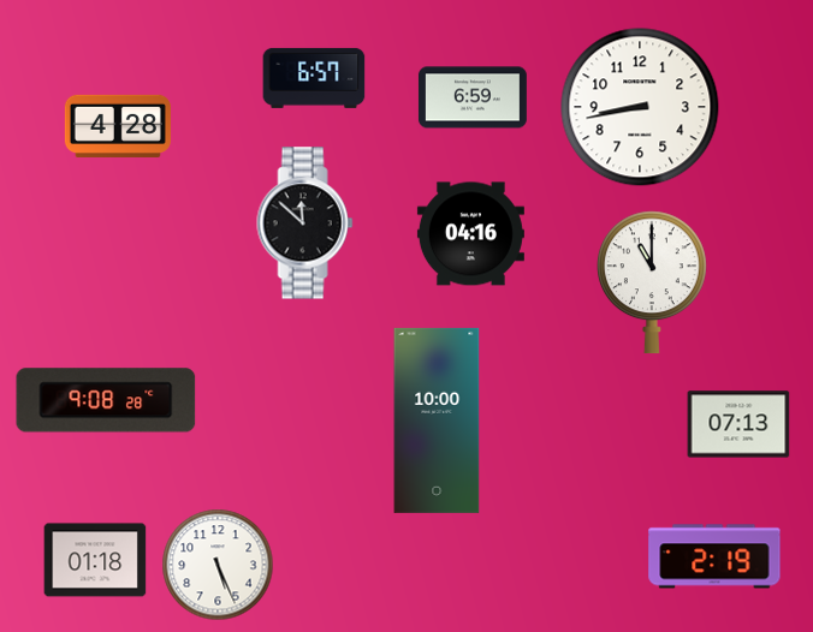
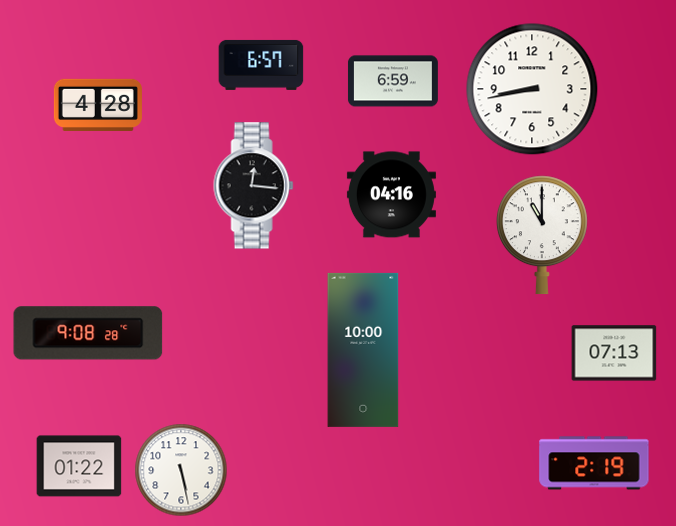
clock at (305, 223): 11:52 -> 12:16
clock at (95, 560): 01:18 -> 01:22
clock at (218, 565): 5:26 -> 5:28
